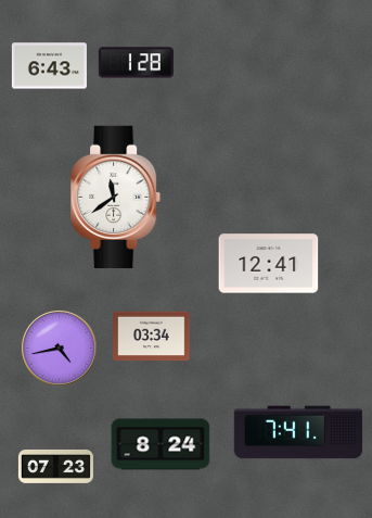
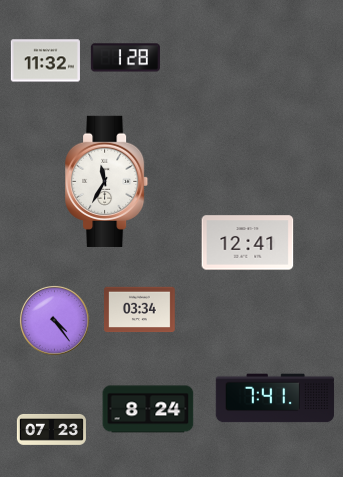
clock at (49, 66): 6:43 -> 11:32
clock at (117, 197): 11:39 -> 11:35
clock at (59, 348): 4:43 -> 4:24
